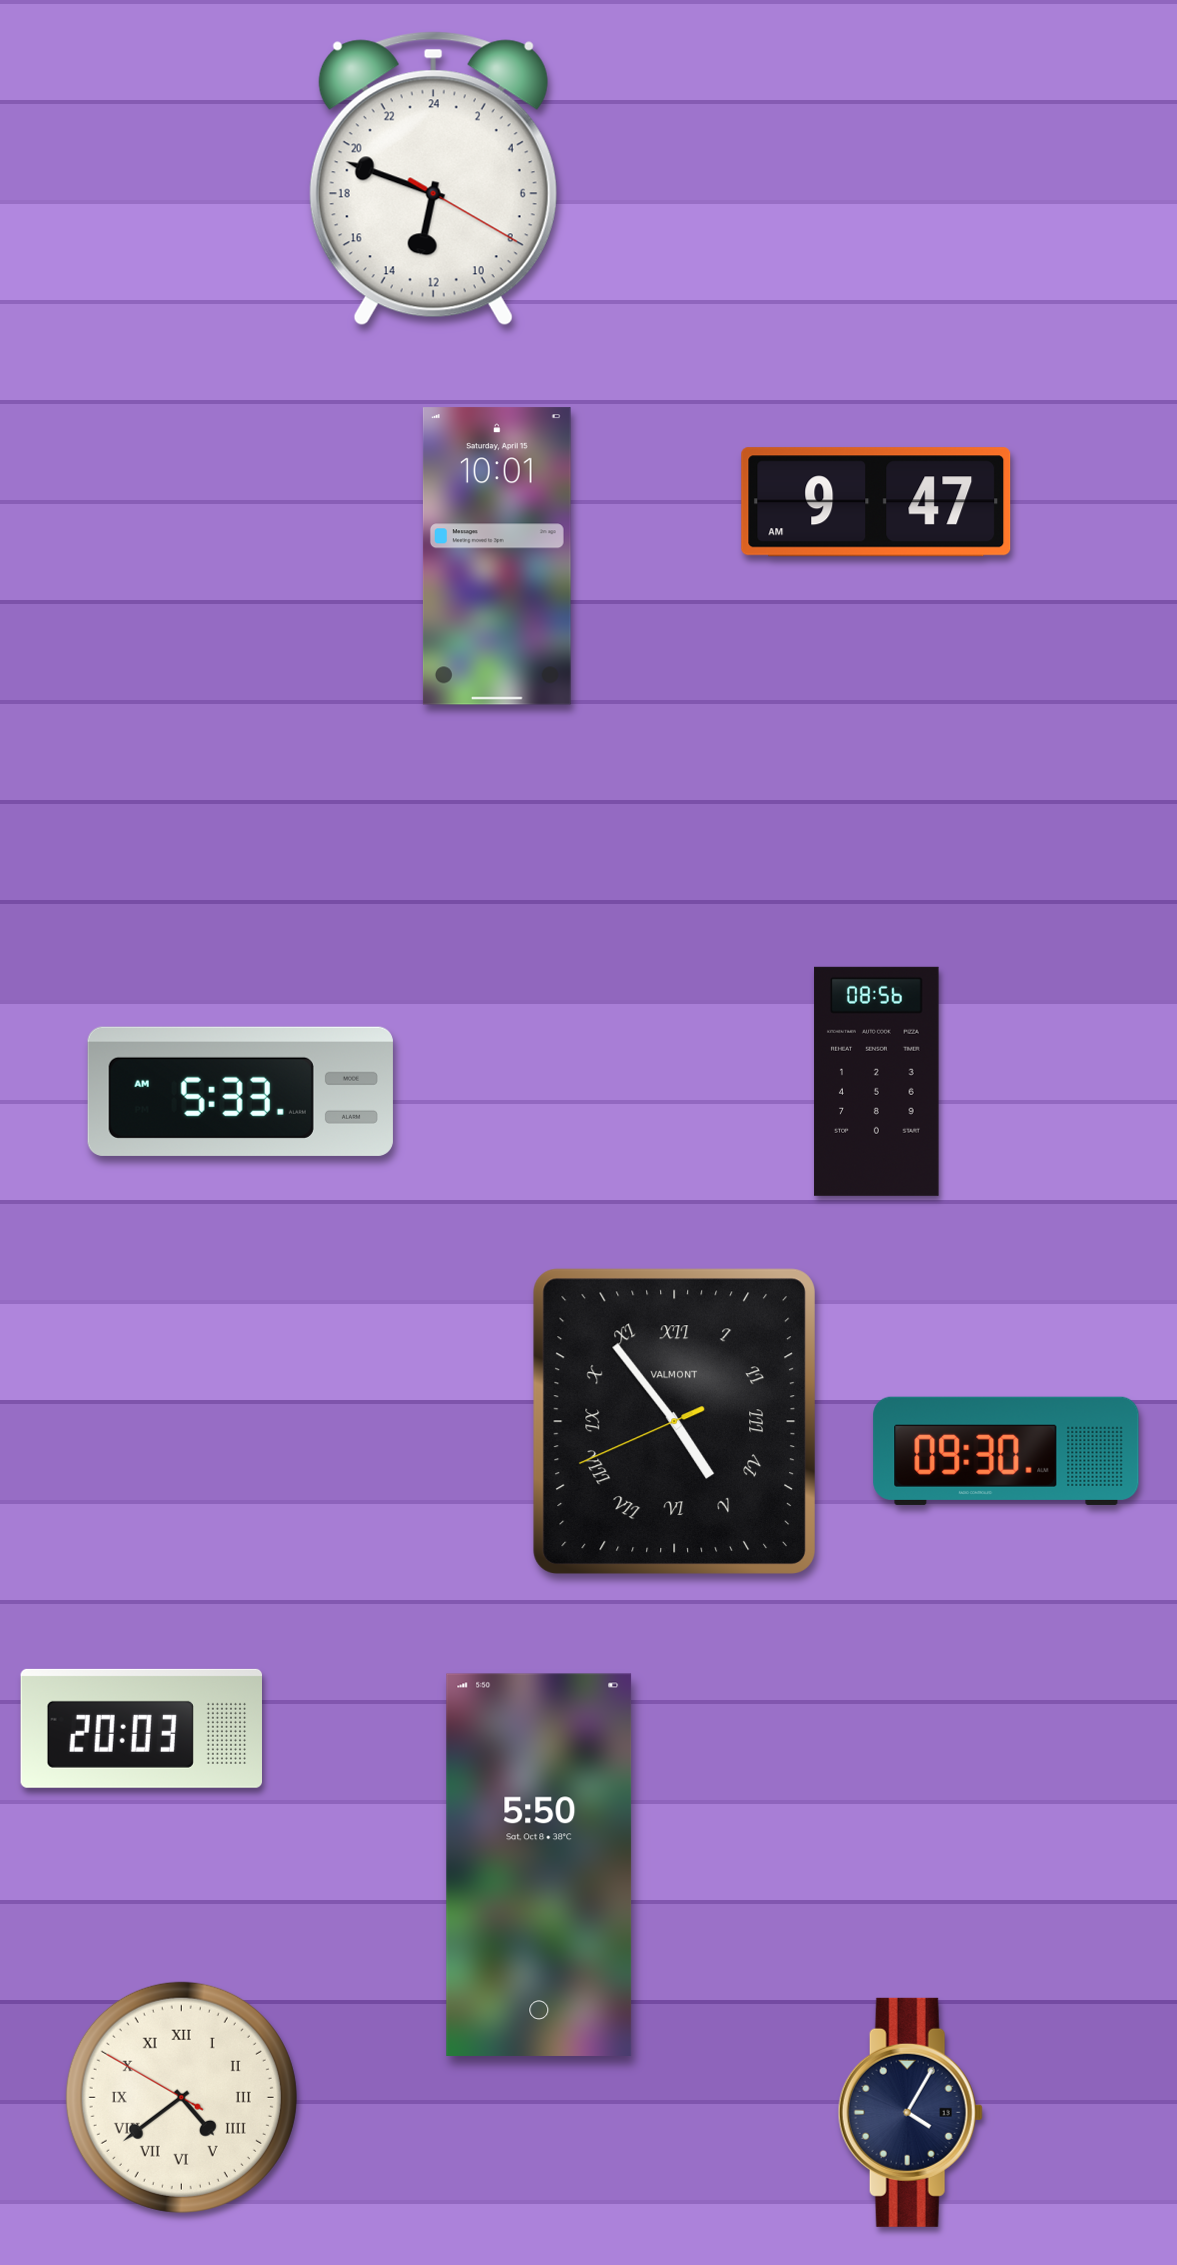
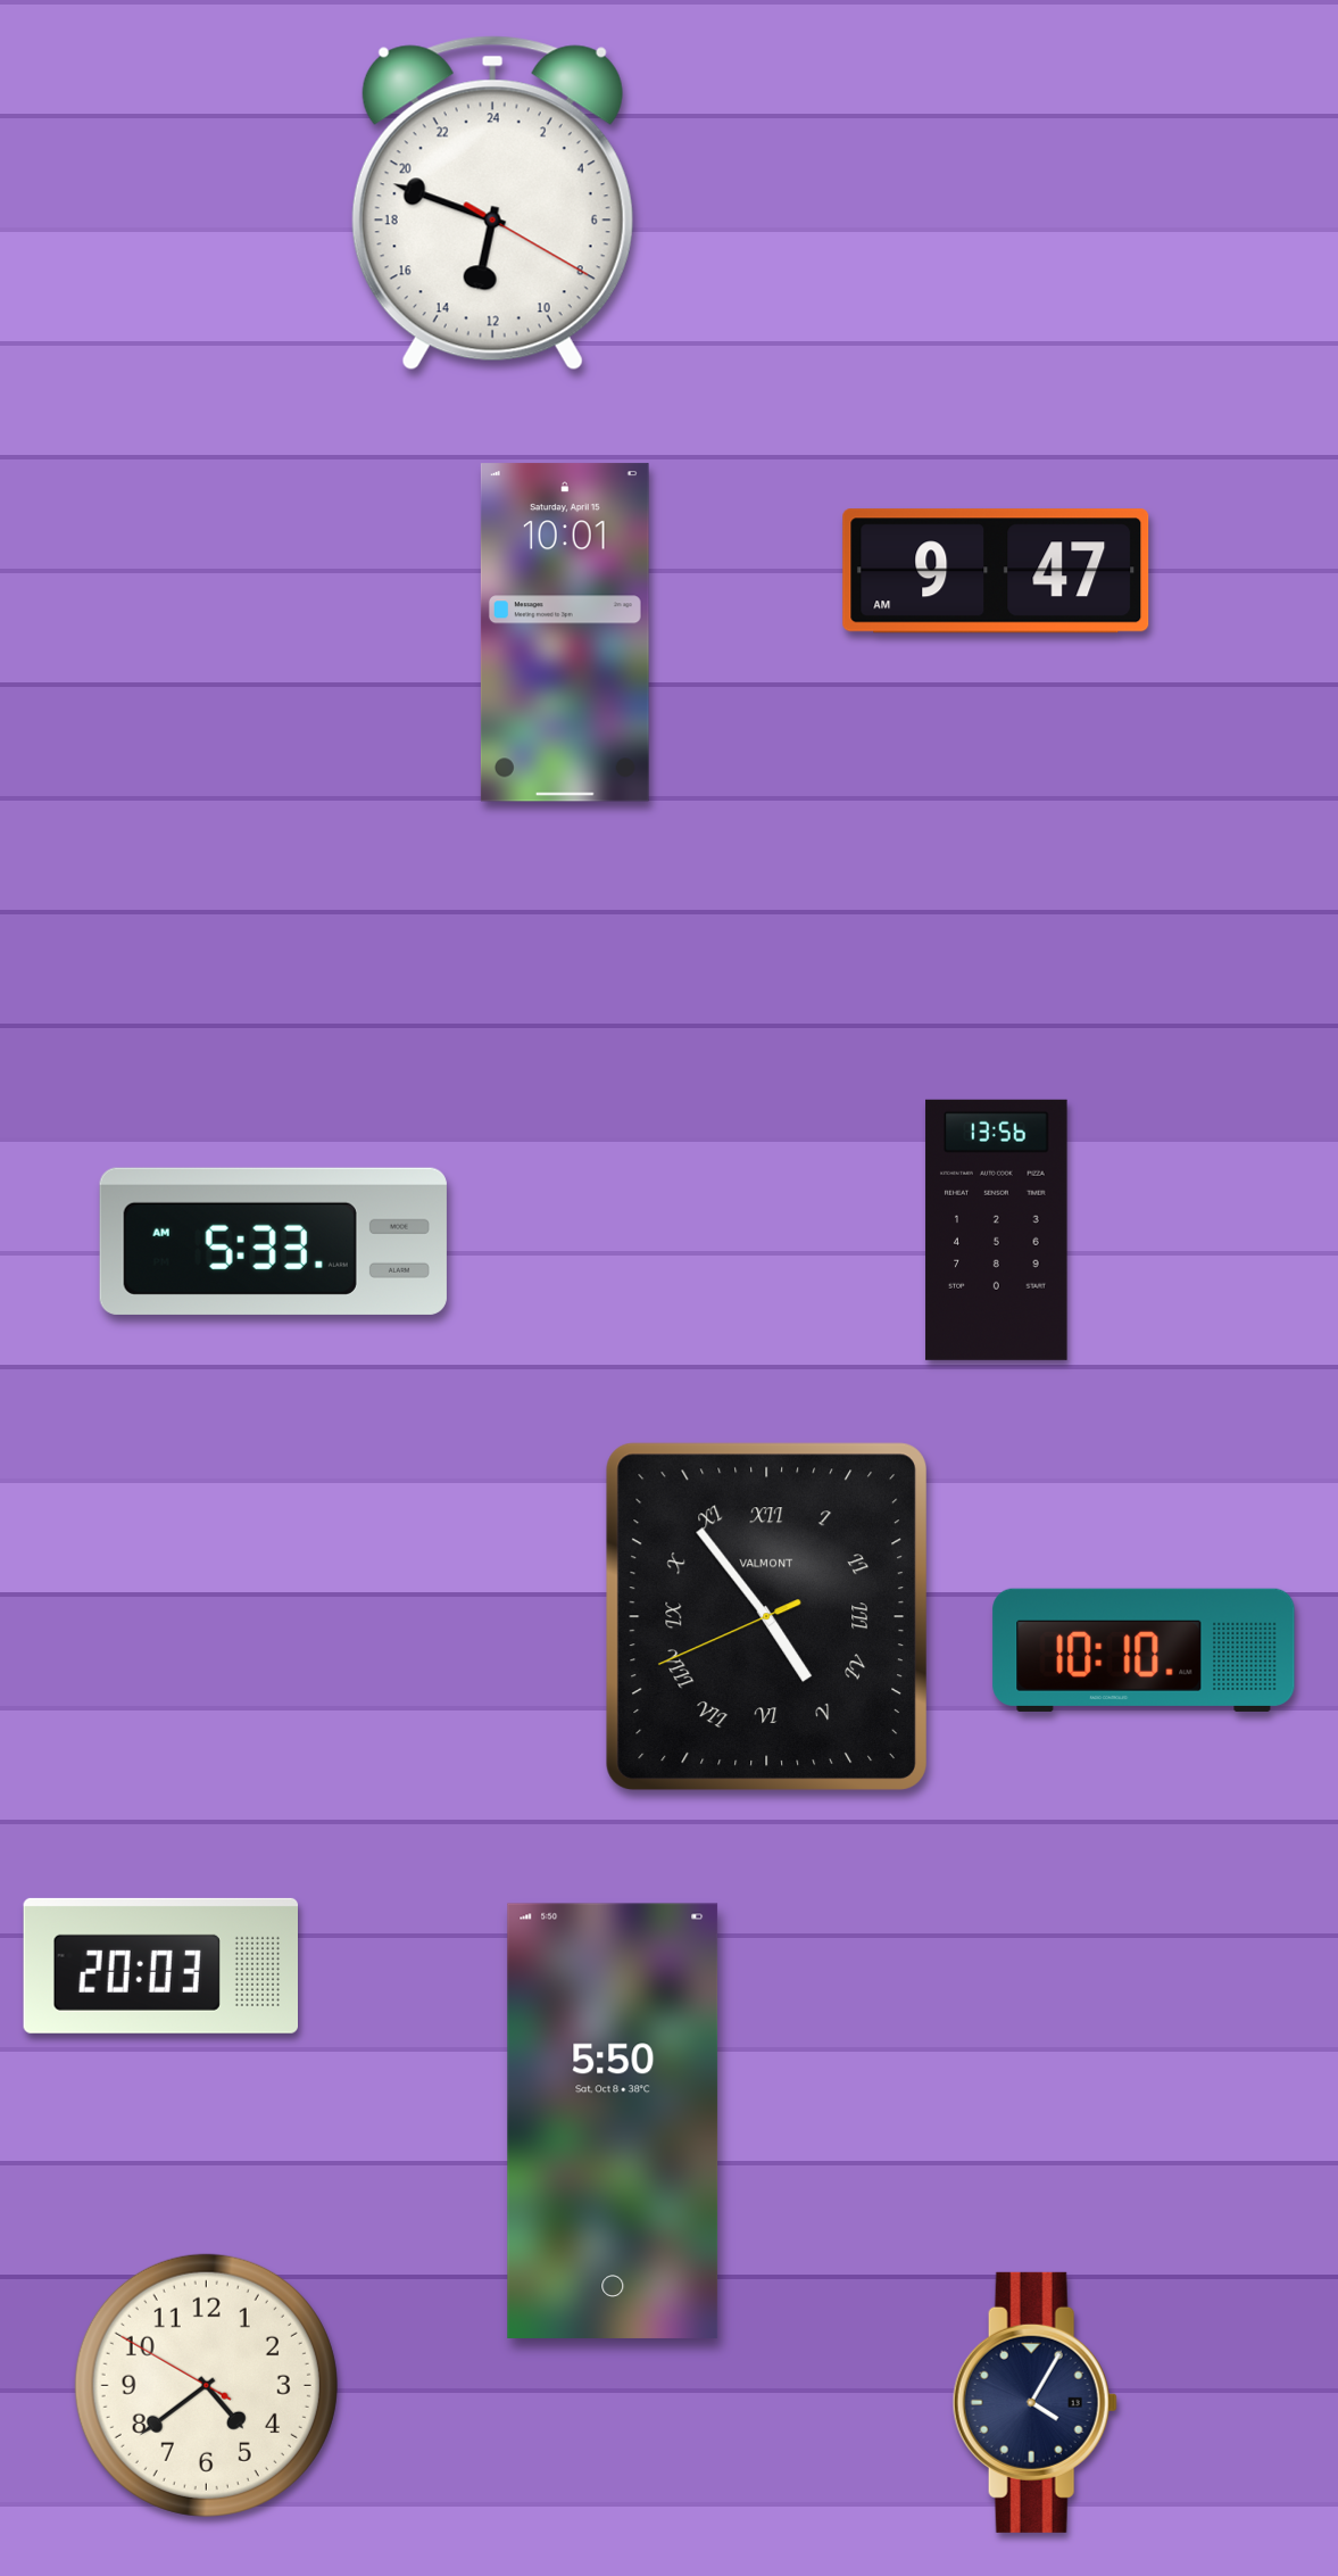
clock at (877, 1081): 08:56 -> 13:56
clock at (1006, 1451): 09:30 -> 10:10
clock at (181, 2097) numerals: Roman -> Arabic
